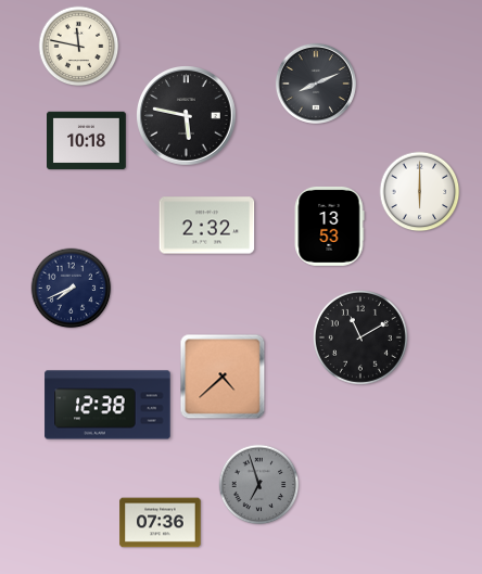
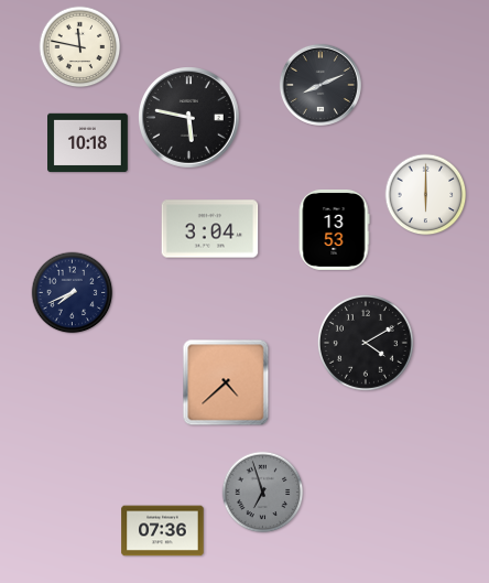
clock at (207, 226): 2:32 -> 3:04
clock at (360, 337): 11:10 -> 4:10
clock at (107, 405): 12:38 -> none
